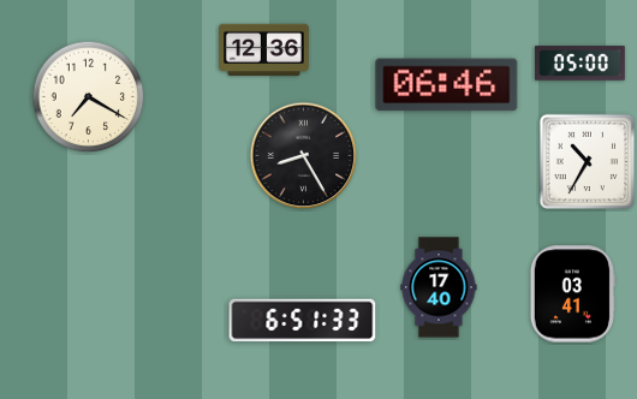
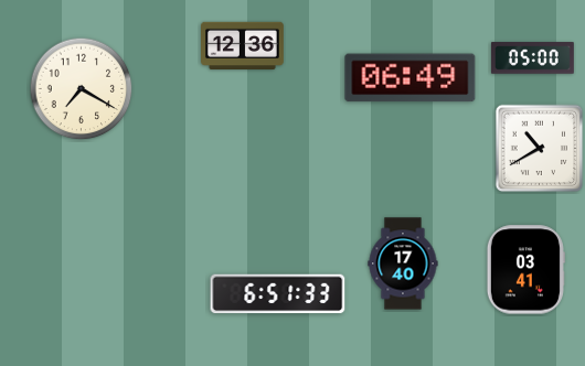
clock at (447, 85): 06:46 -> 06:49
clock at (304, 156): 8:25 -> none
clock at (588, 162): 10:35 -> 10:40
